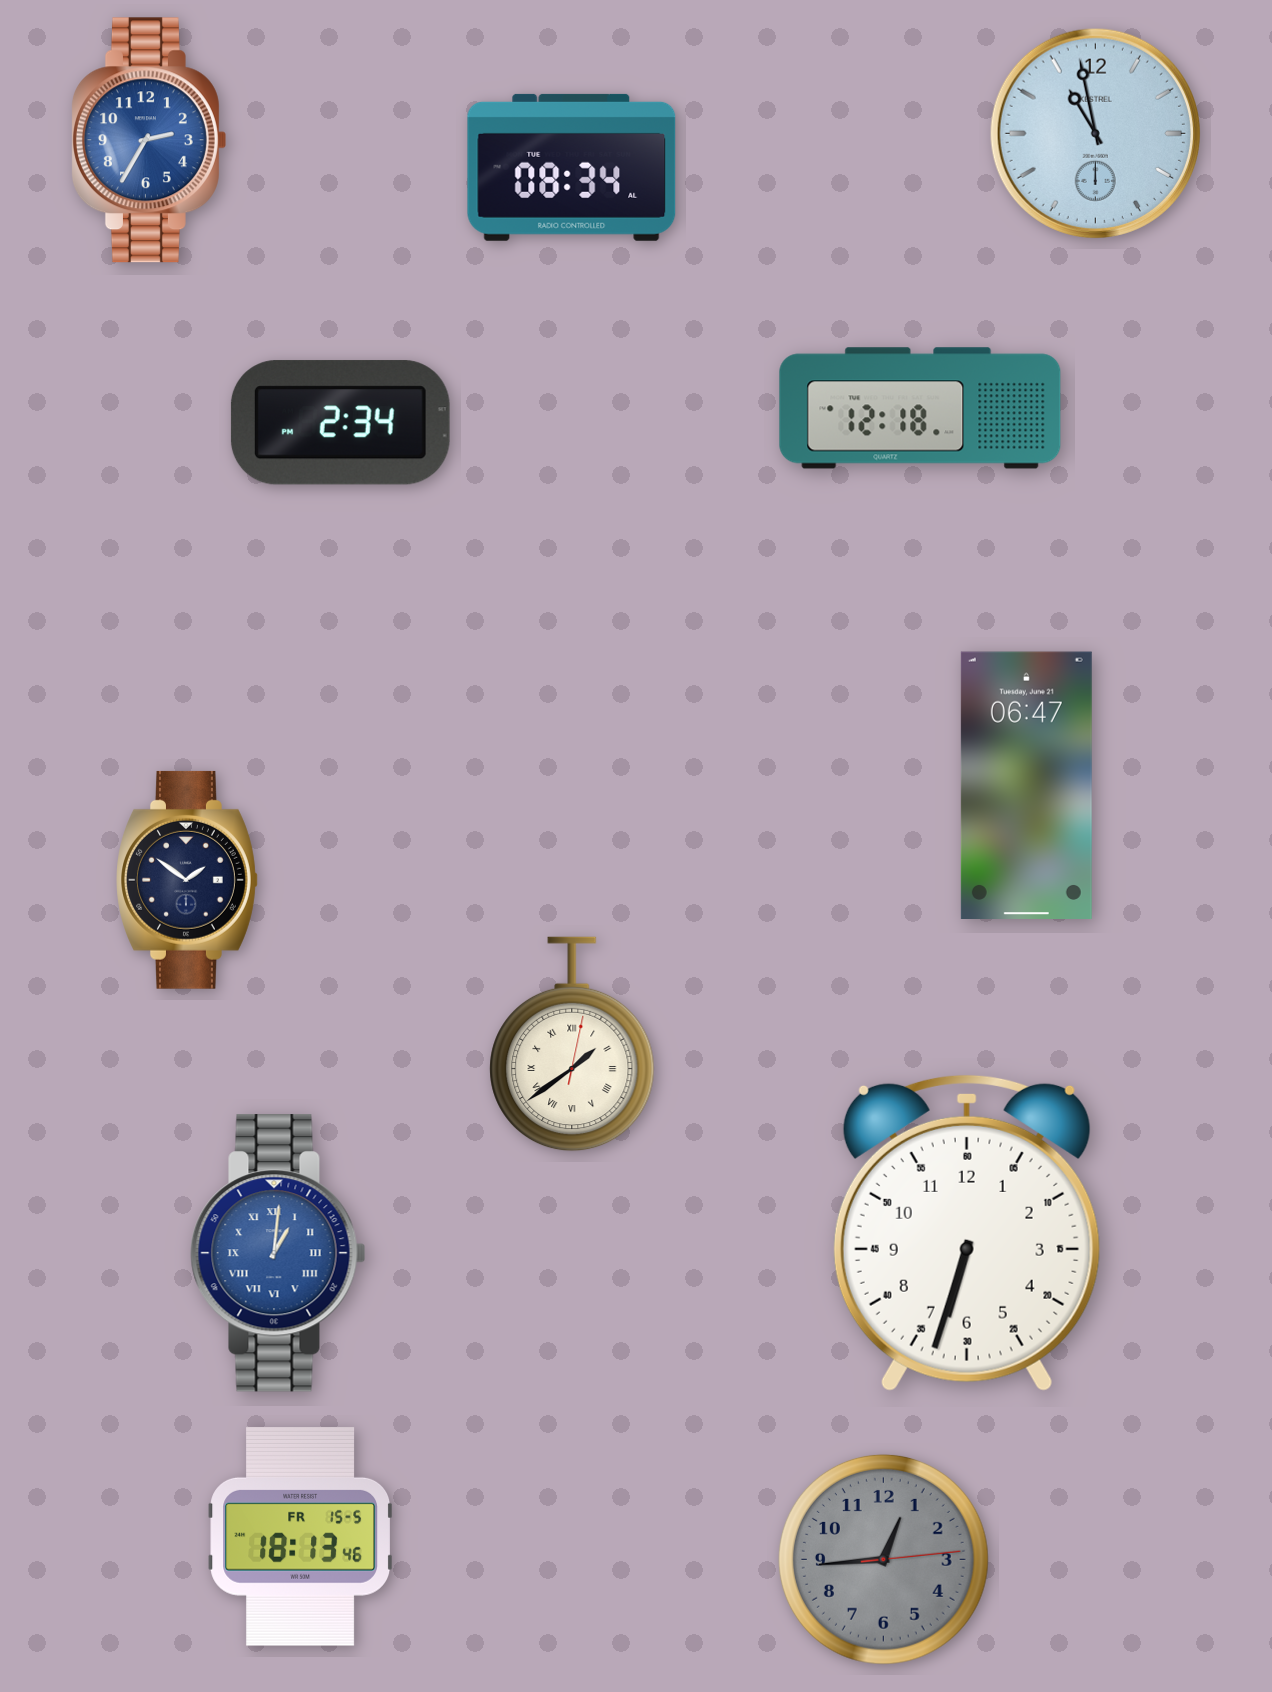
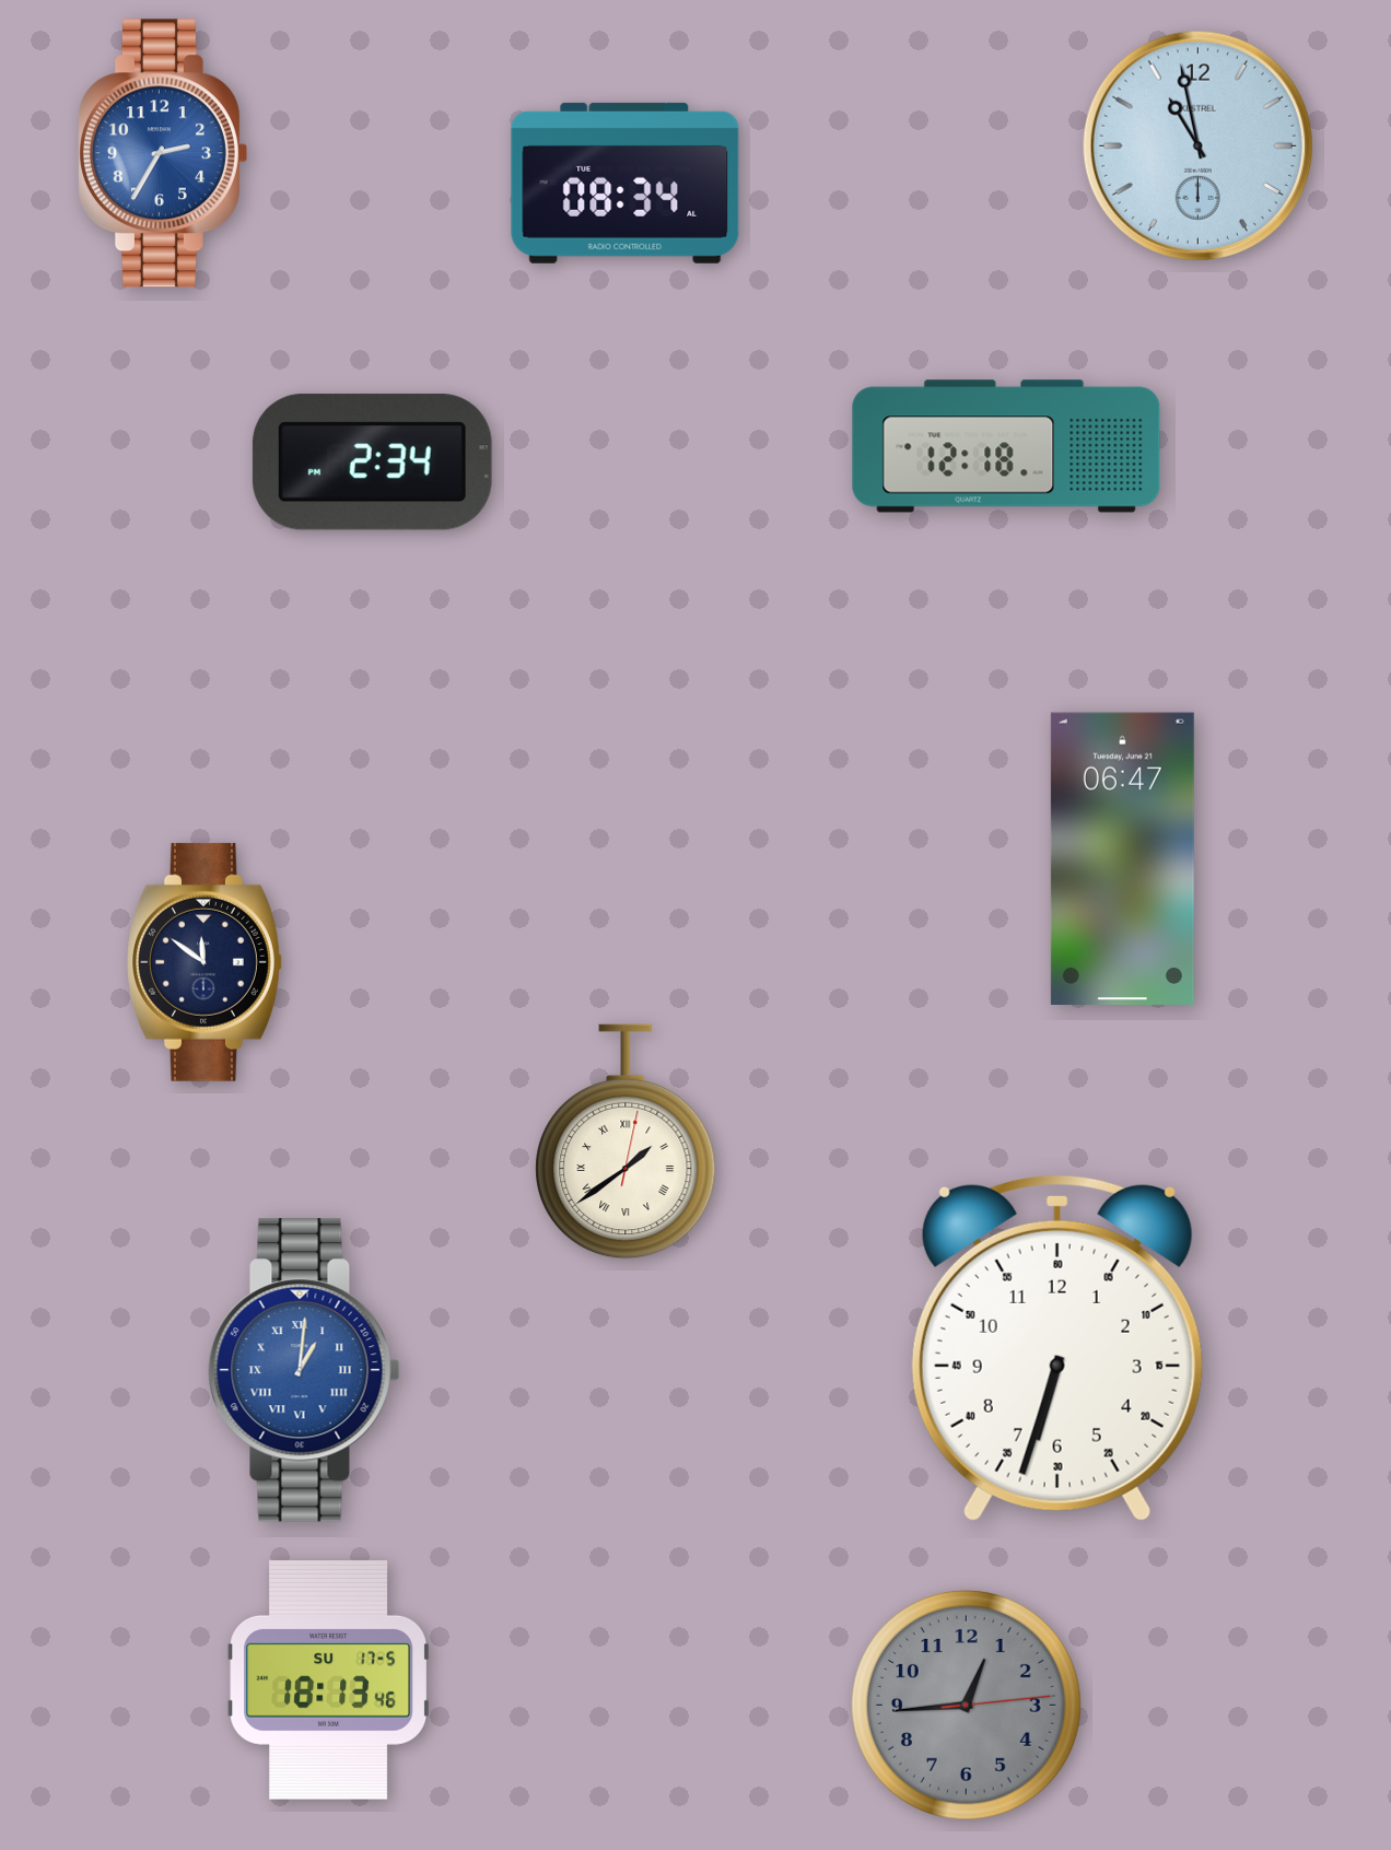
clock at (187, 880): 1:51 -> 11:51
clock at (300, 1536) date: FR 15-5 -> SU 17-5
